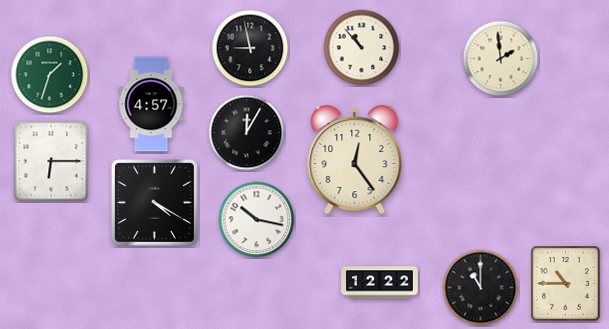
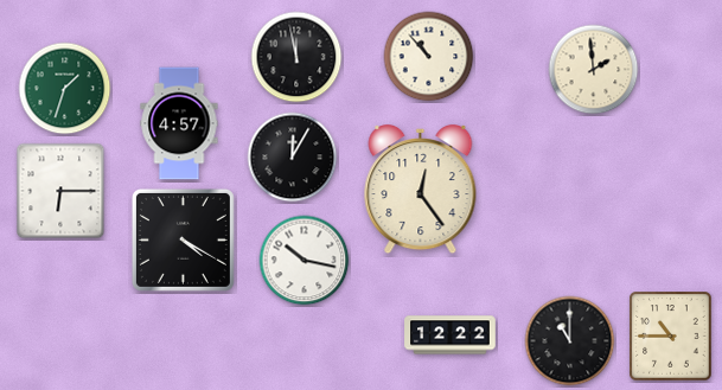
clock at (250, 48): 8:58 -> 11:58
clock at (50, 75) position: (50, 75) -> (65, 89)
